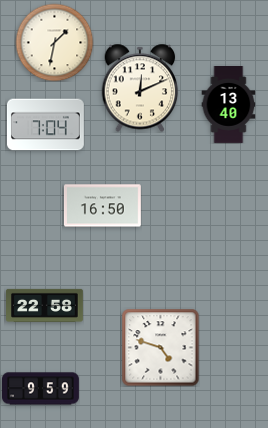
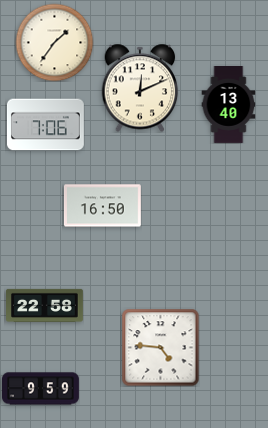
clock at (54, 42): 1:32 -> 1:36
clock at (45, 125): 7:04 -> 7:06
clock at (160, 347): 4:48 -> 4:46
